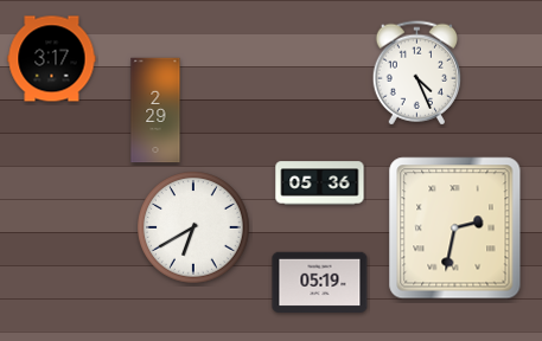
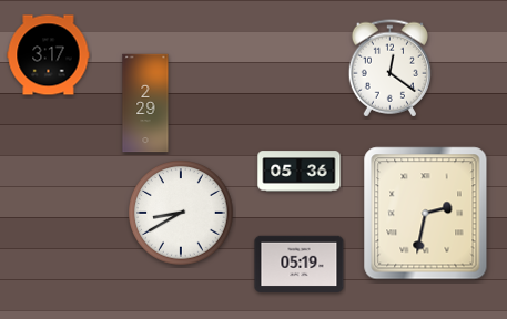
clock at (416, 73): 4:26 -> 12:21
clock at (193, 227): 6:40 -> 8:40
